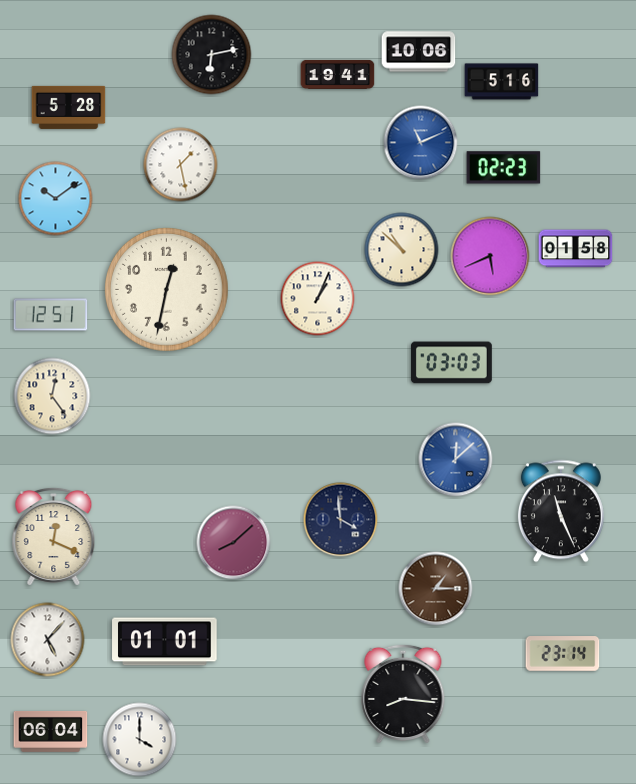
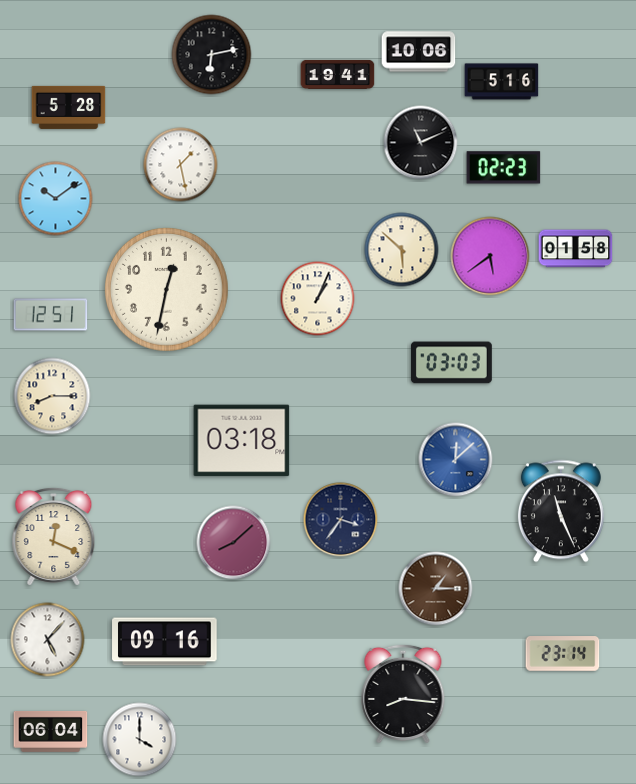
clock at (421, 143) dial: blue -> black
clock at (402, 250): 10:52 -> 5:52
clock at (490, 256): 5:41 -> 5:39
clock at (52, 396): 12:24 -> 8:15
clock at (242, 441): none -> 03:18
clock at (341, 520): 3:59 -> 3:36
clock at (165, 642): 01:01 -> 09:16
